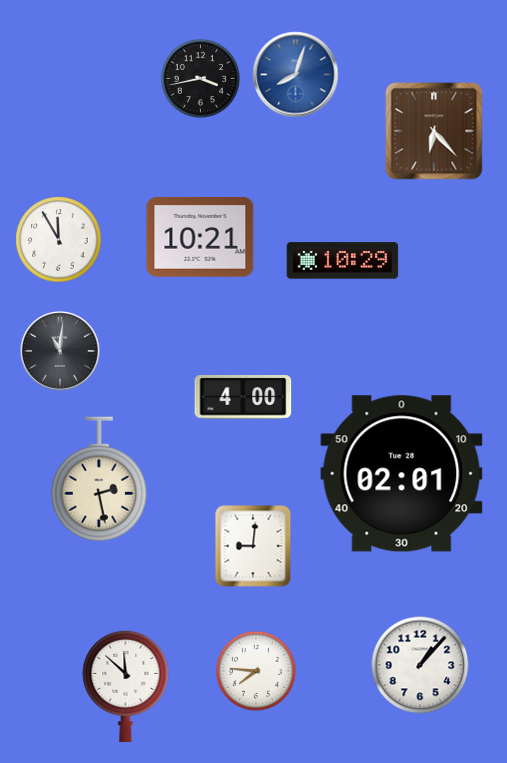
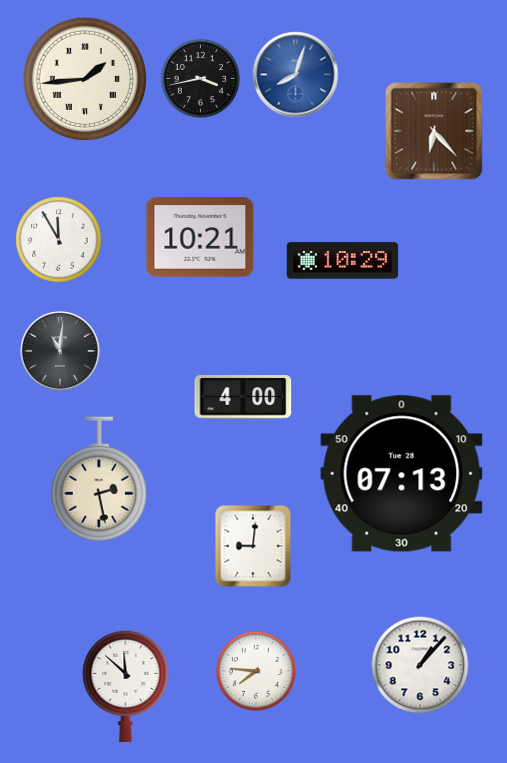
clock at (84, 78): none -> 1:44
clock at (402, 474): 02:01 -> 07:13
